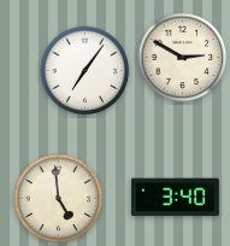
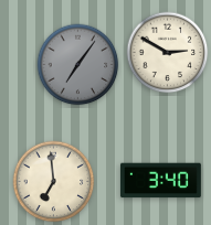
clock at (85, 71) dial: white -> grey
clock at (59, 199): 4:59 -> 6:59
